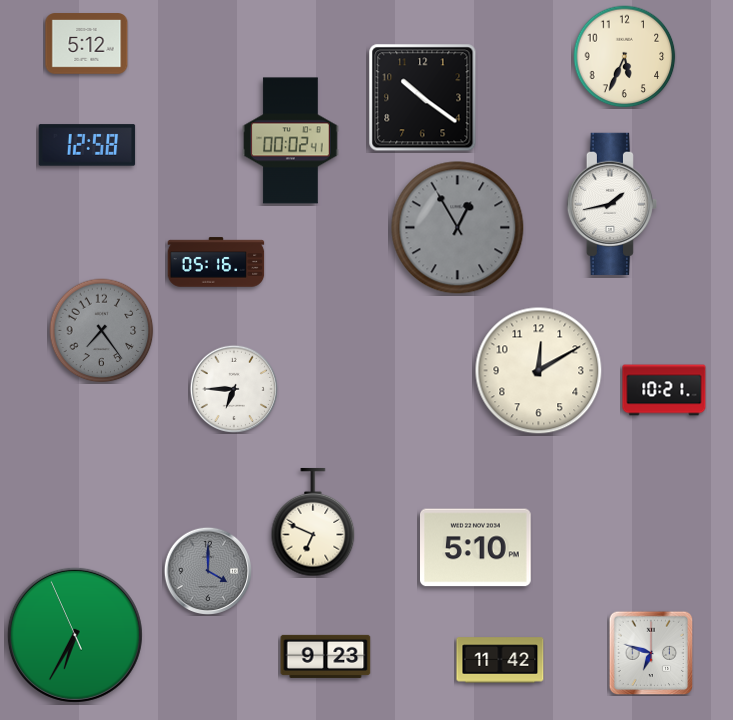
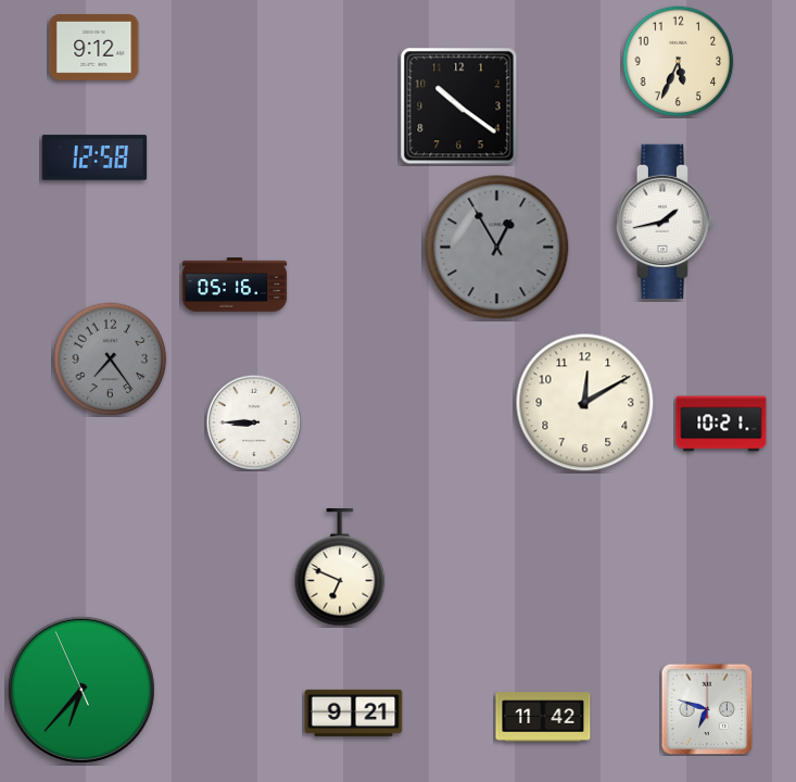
clock at (87, 44): 5:12 -> 9:12
clock at (291, 141): 00:02 -> none
clock at (233, 388): 6:45 -> 8:45
clock at (476, 548): 5:10 -> none
clock at (207, 570): 4:00 -> none
clock at (75, 635): 6:34 -> 6:36
clock at (326, 656): 9:23 -> 9:21
